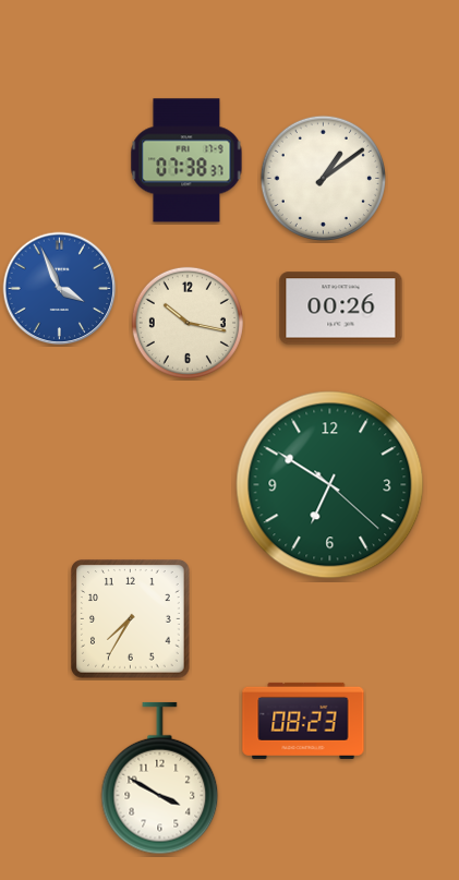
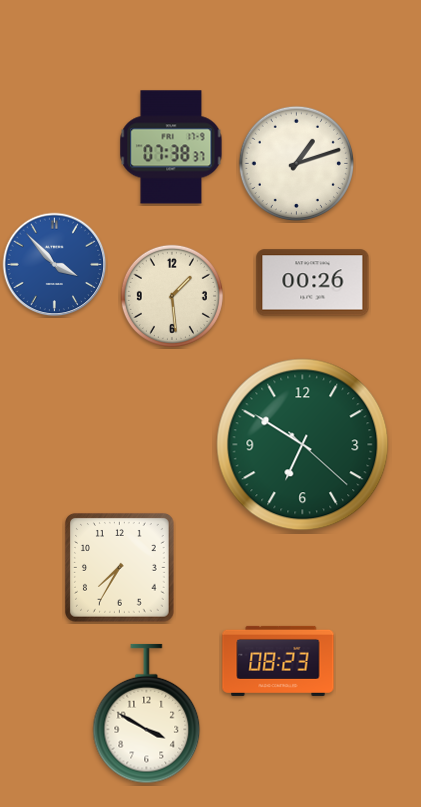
clock at (323, 178): 1:09 -> 1:12
clock at (60, 289): 3:56 -> 3:53
clock at (188, 323): 10:17 -> 1:29
